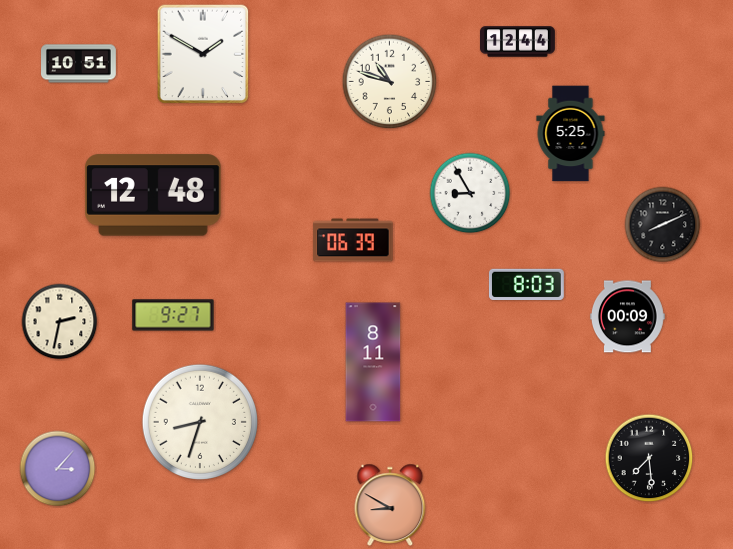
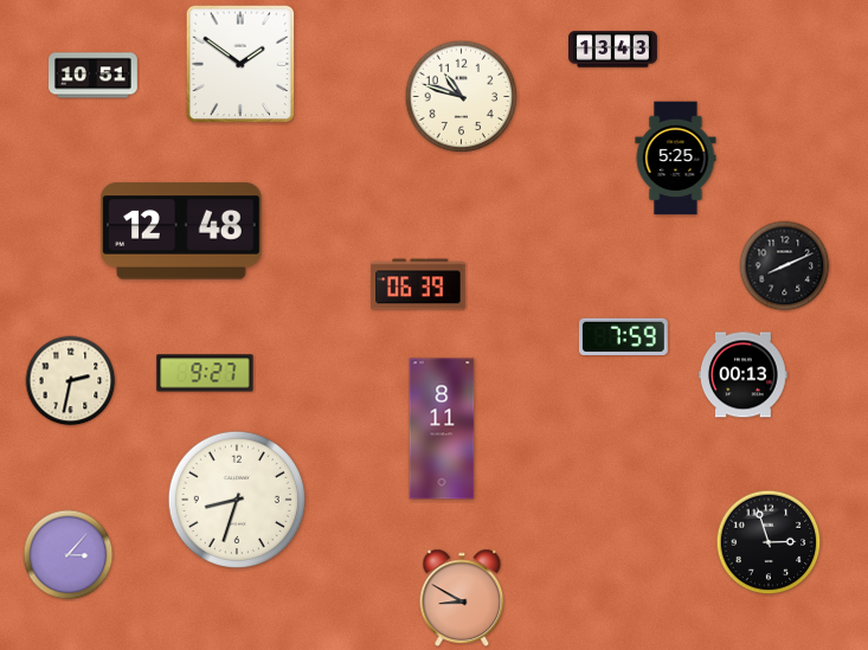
clock at (518, 42): 12:44 -> 13:43
clock at (203, 54): 1:50 -> 1:51
clock at (470, 193): 8:55 -> none
clock at (526, 284): 8:03 -> 7:59
clock at (628, 317): 00:09 -> 00:13
clock at (649, 458): 7:29 -> 2:57
